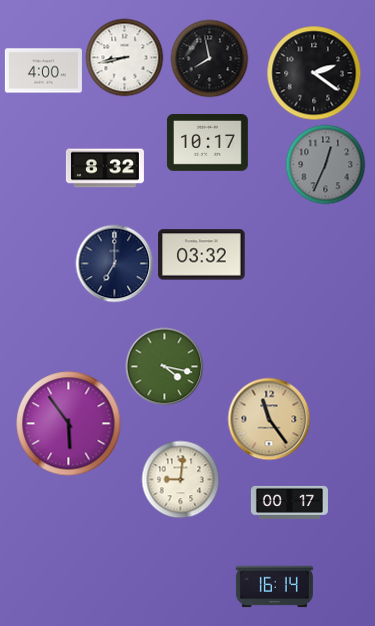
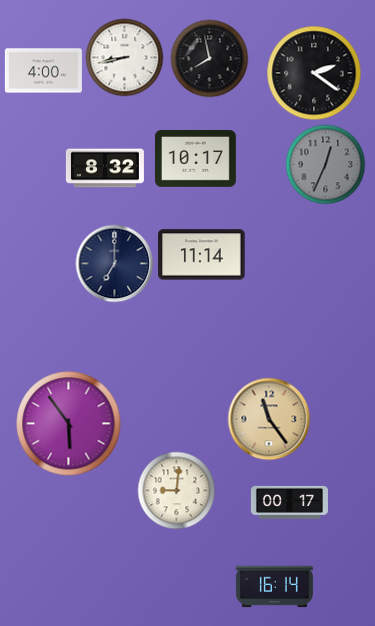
clock at (208, 143) position: (208, 143) -> (196, 159)
clock at (202, 255): 03:32 -> 11:14
clock at (164, 366): 4:17 -> none
clock at (180, 479) position: (180, 479) -> (176, 490)
